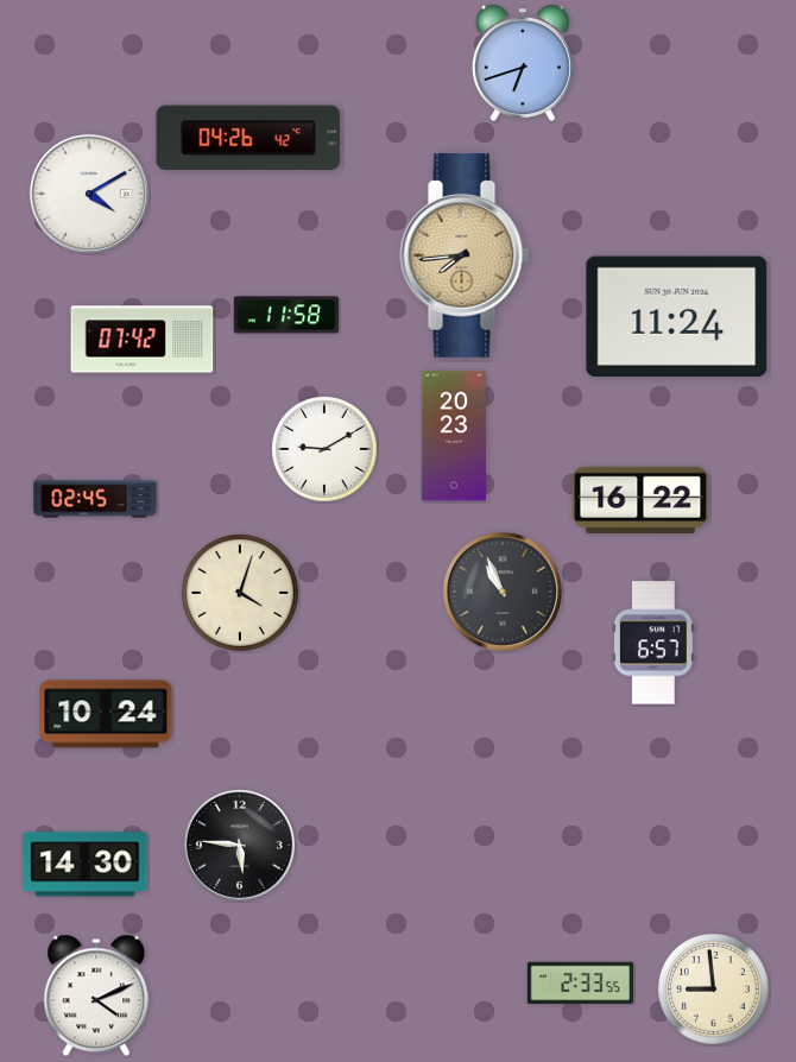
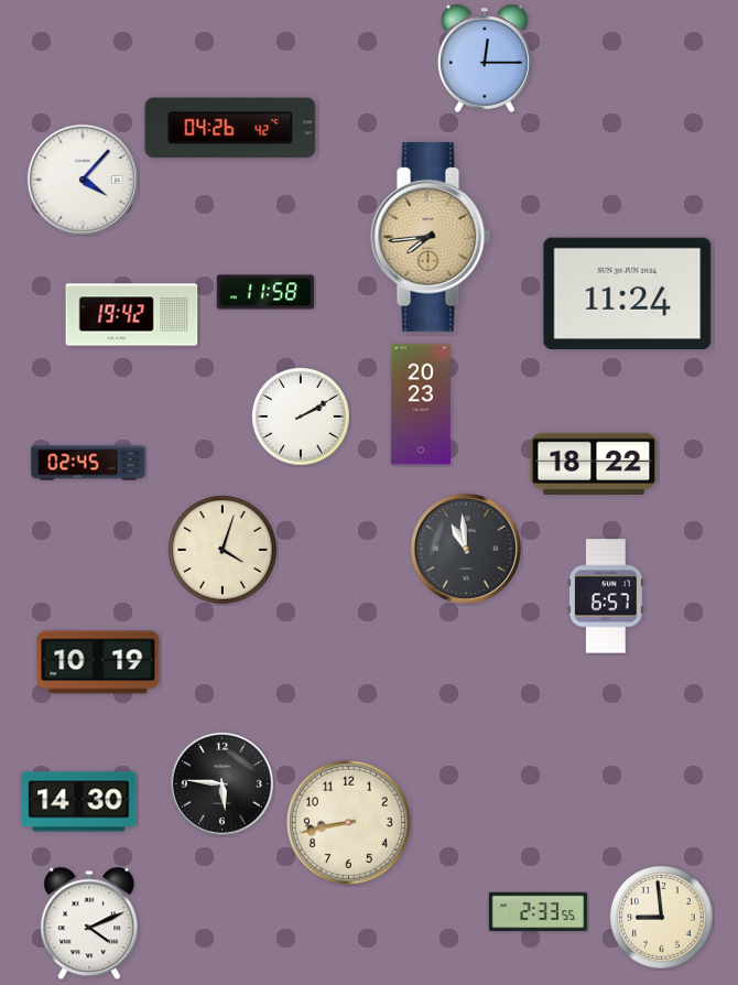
clock at (523, 63): 6:42 -> 12:15
clock at (89, 194): 4:10 -> 4:07
clock at (143, 340): 07:42 -> 19:42
clock at (324, 449): 9:10 -> 2:10
clock at (640, 500): 16:22 -> 18:22
clock at (503, 592): 10:56 -> 10:59
clock at (106, 714): 10:24 -> 10:19
clock at (348, 822): none -> 8:43
